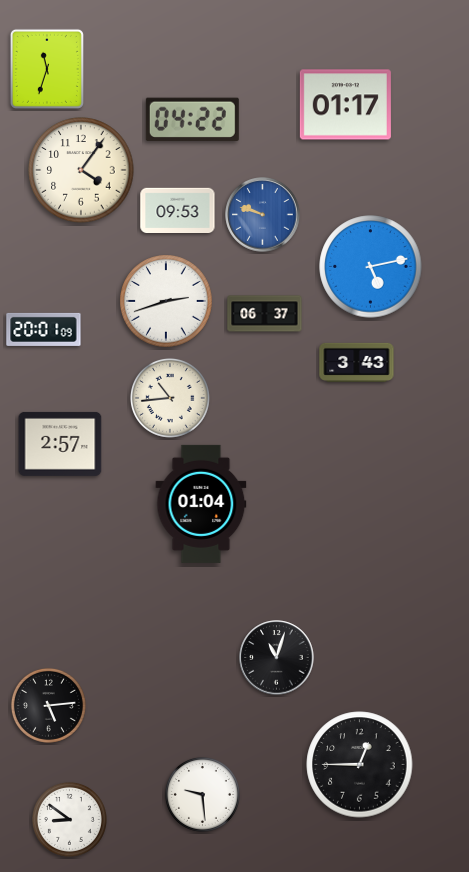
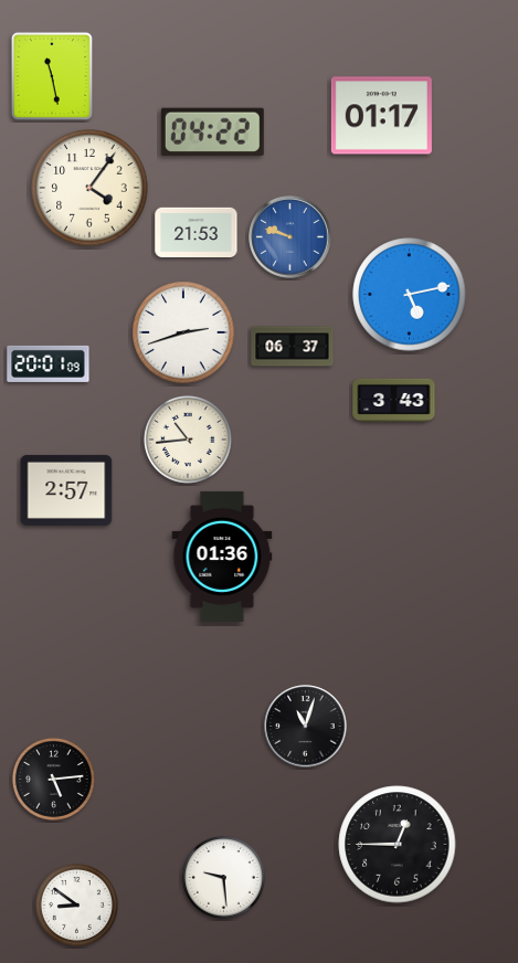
clock at (47, 69): 11:33 -> 11:28
clock at (178, 211): 09:53 -> 21:53
clock at (201, 504): 01:04 -> 01:36
